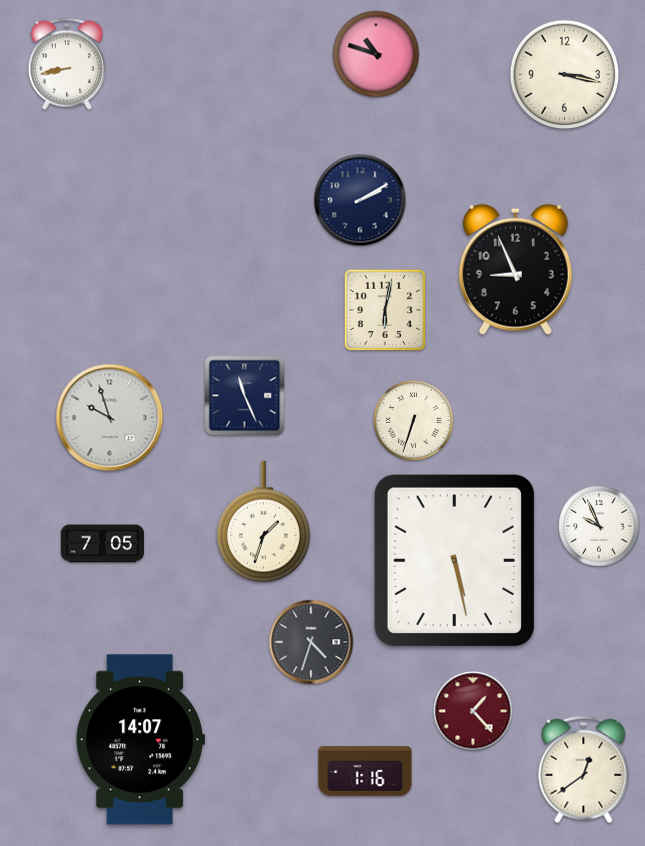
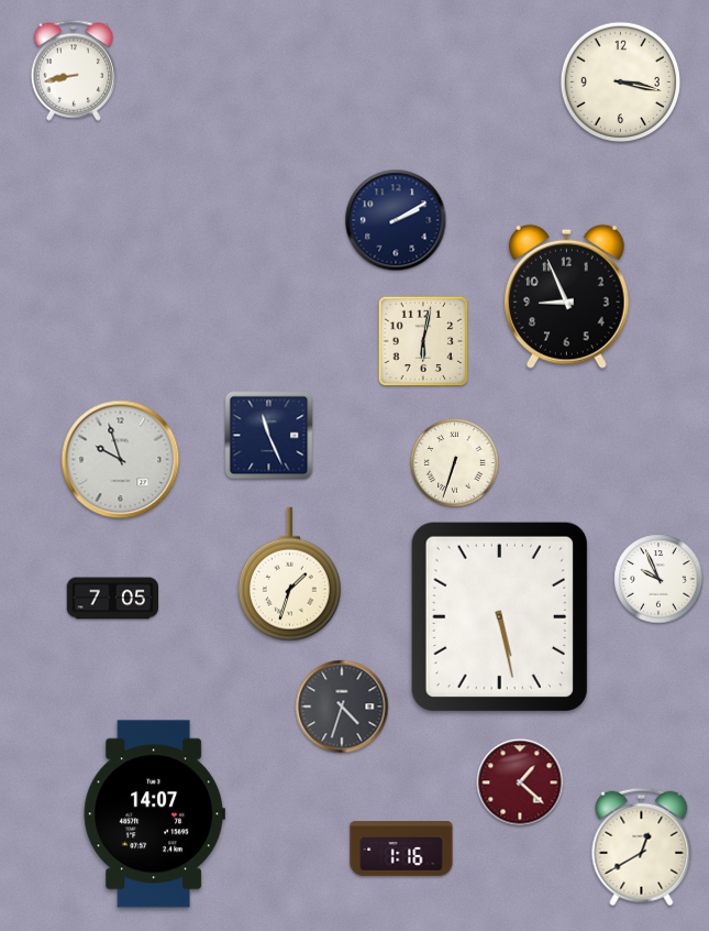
clock at (376, 54): 10:48 -> none
clock at (473, 711): 1:23 -> 1:22
clock at (584, 770): 12:39 -> 12:40
